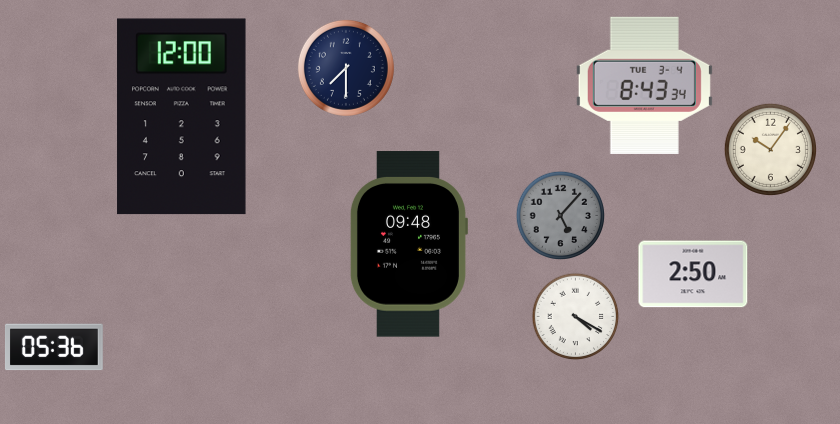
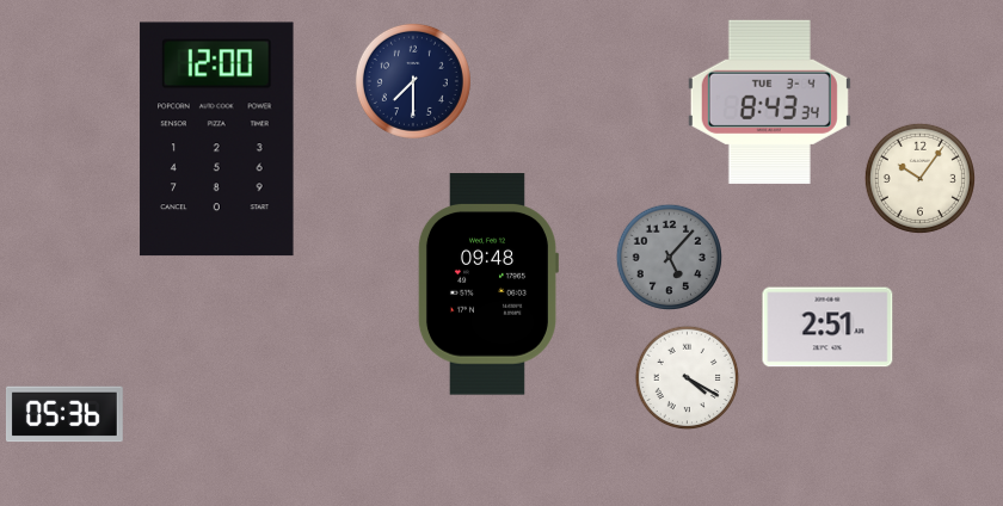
clock at (408, 244) position: (408, 244) -> (487, 284)
clock at (693, 274): 2:50 -> 2:51
